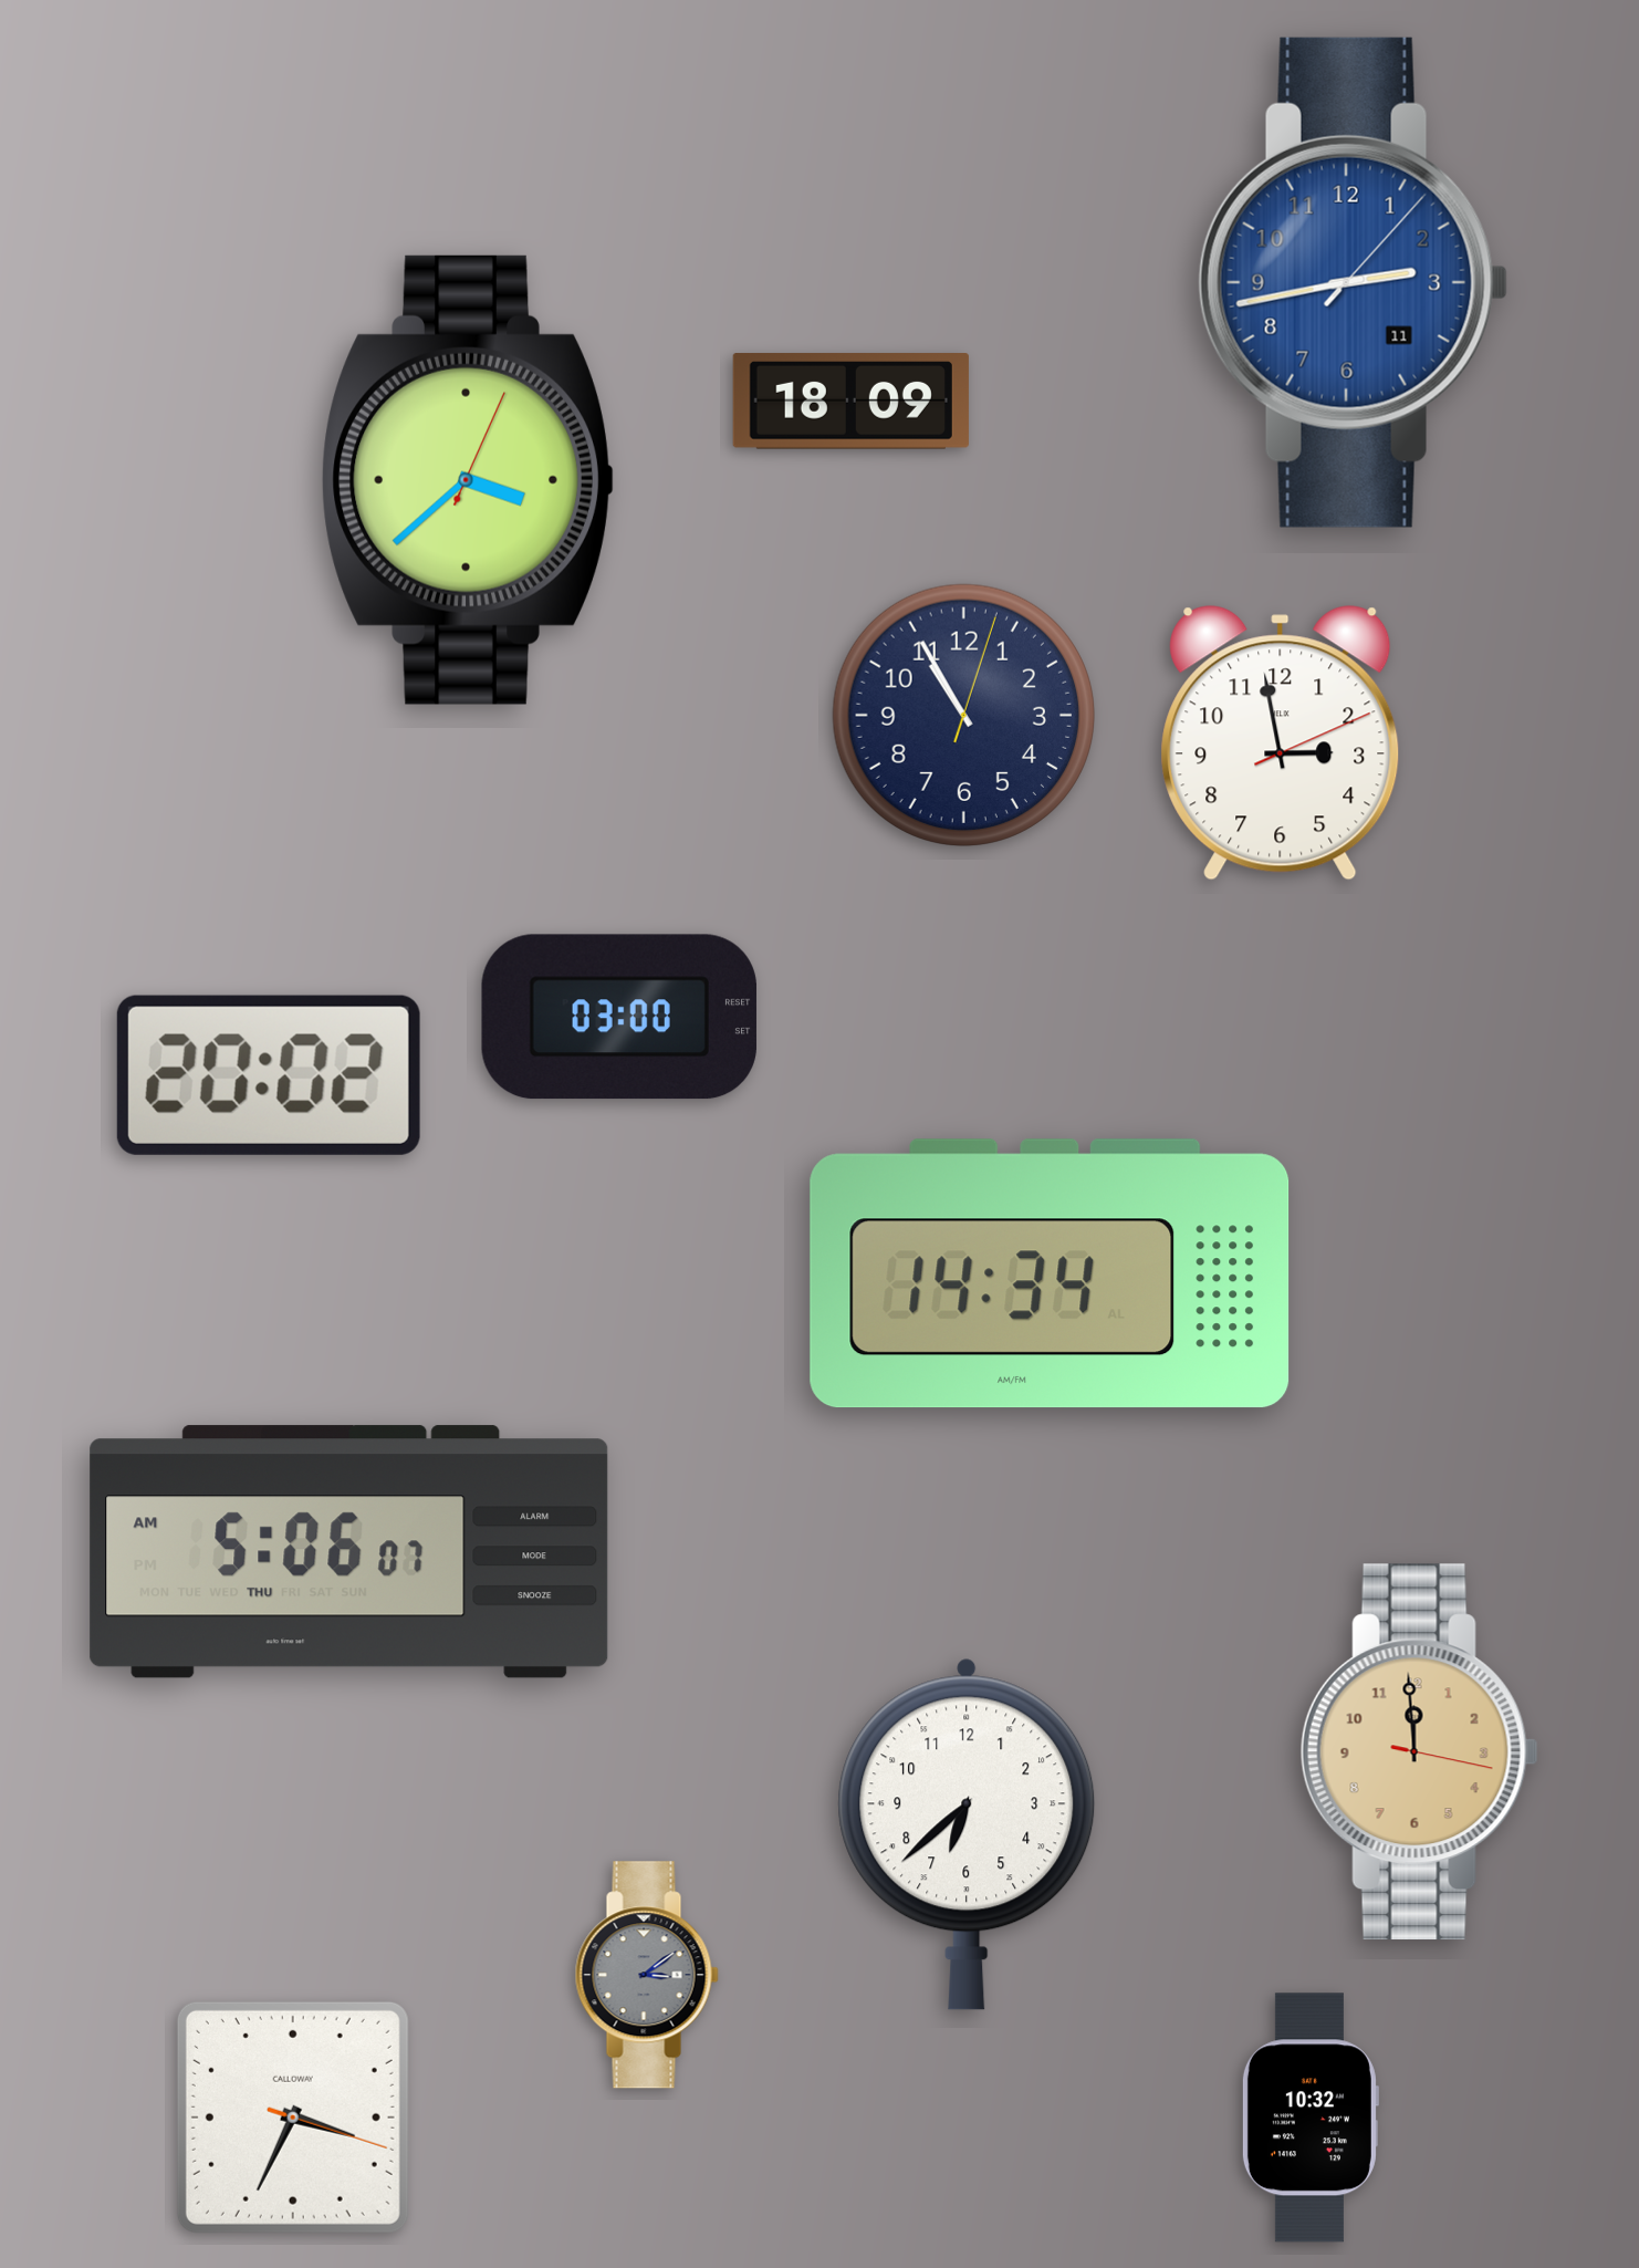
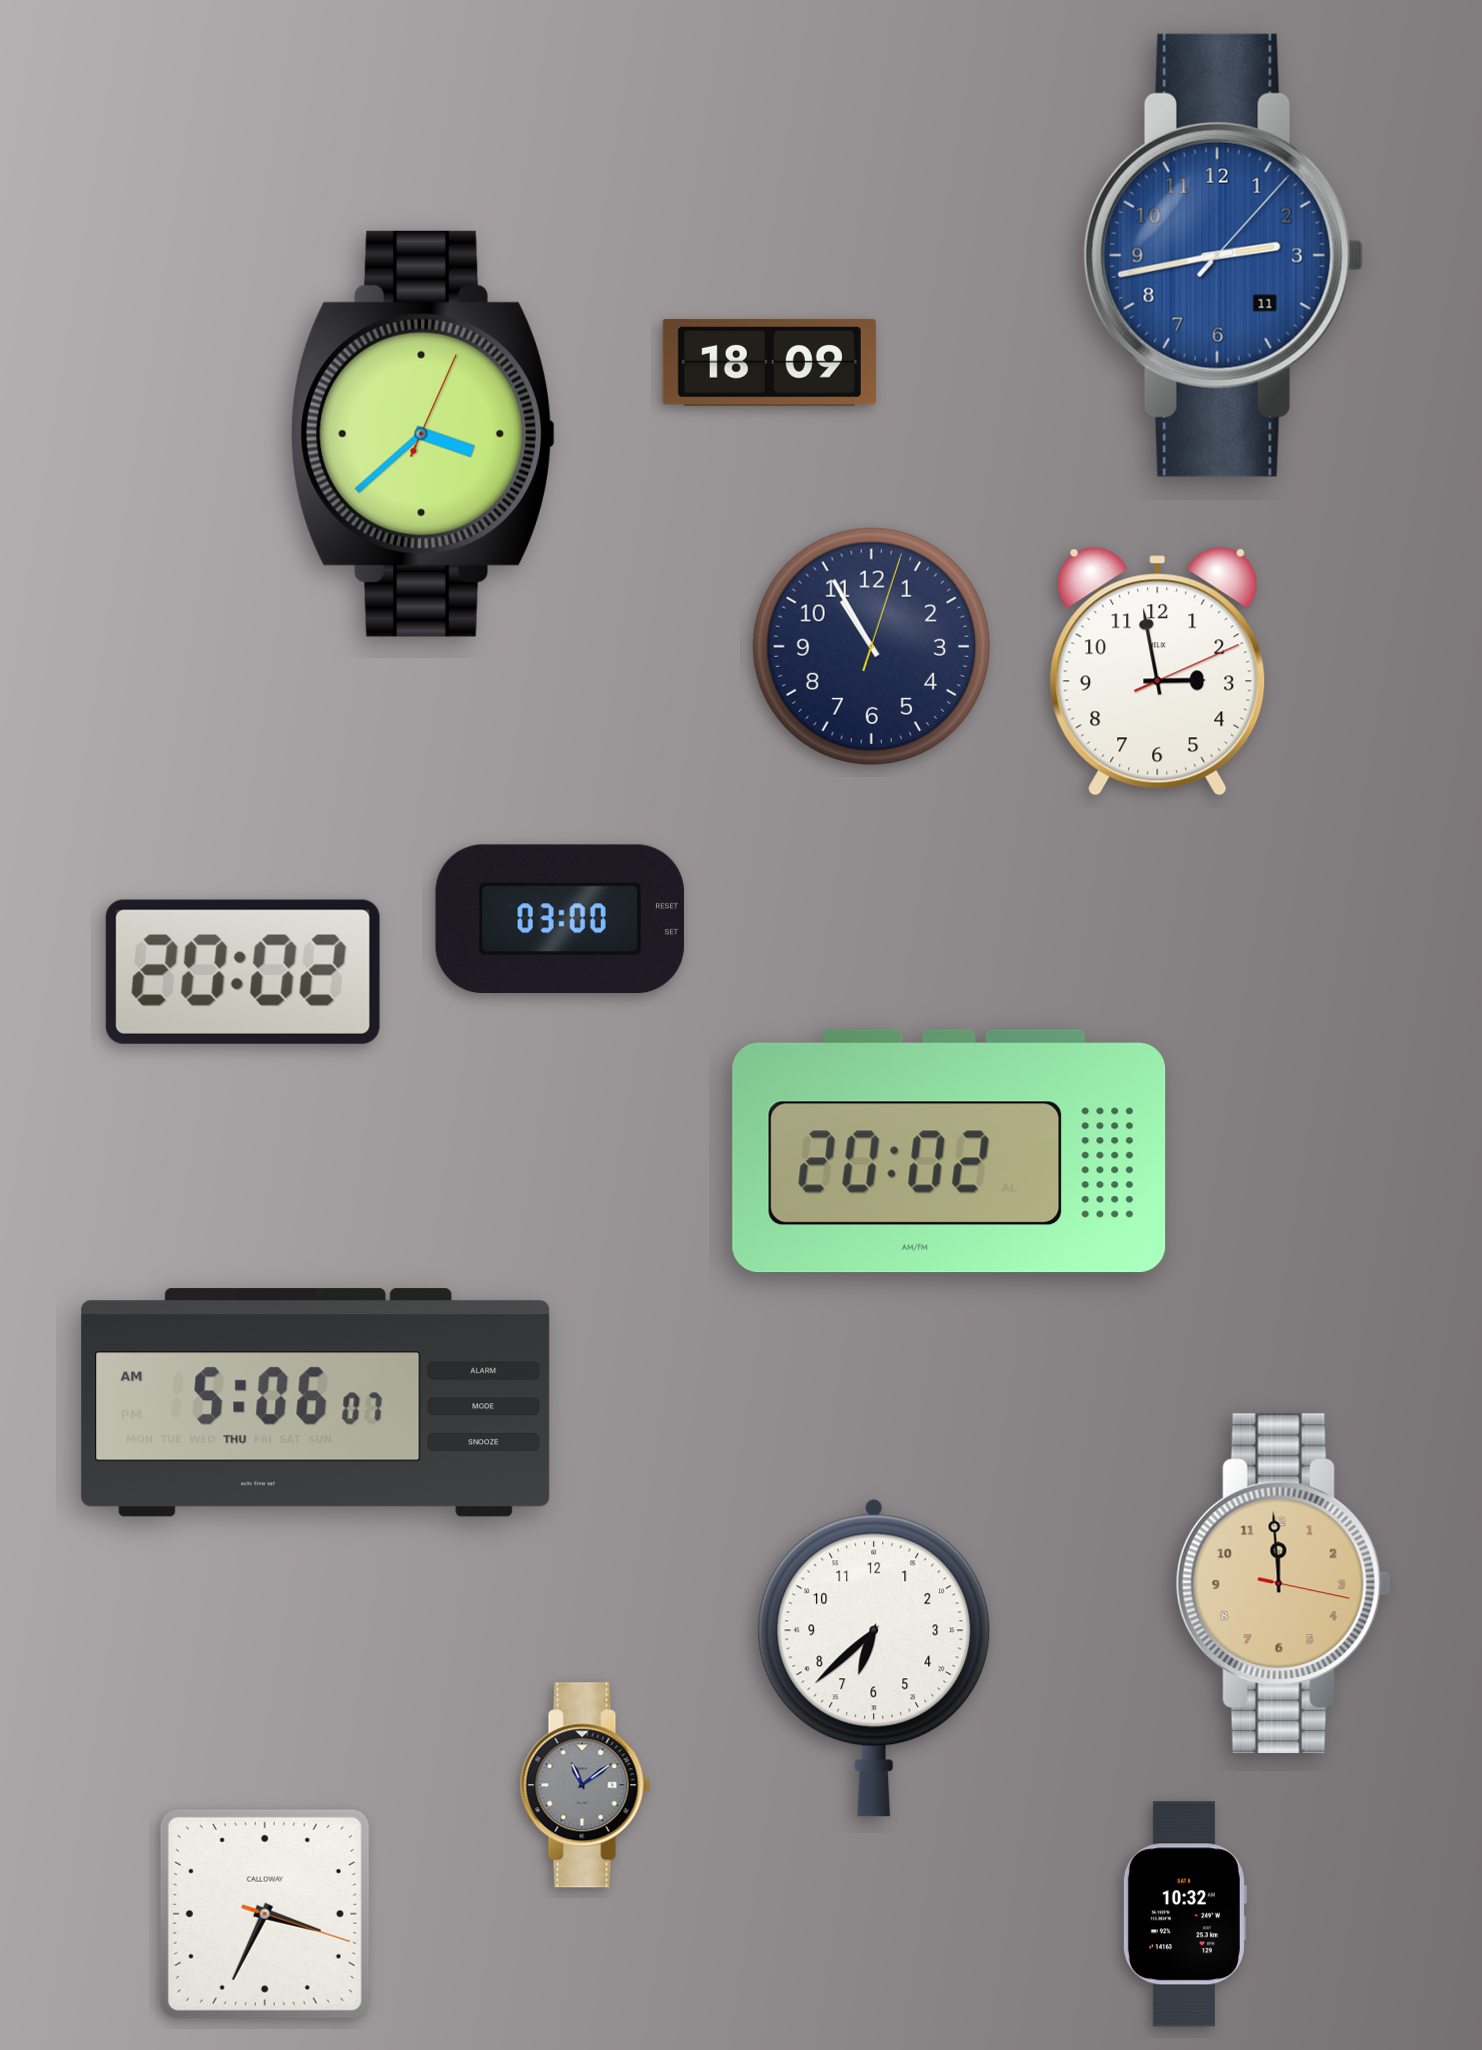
clock at (1050, 1273): 14:34 -> 20:02
clock at (647, 1975): 3:09 -> 11:09
